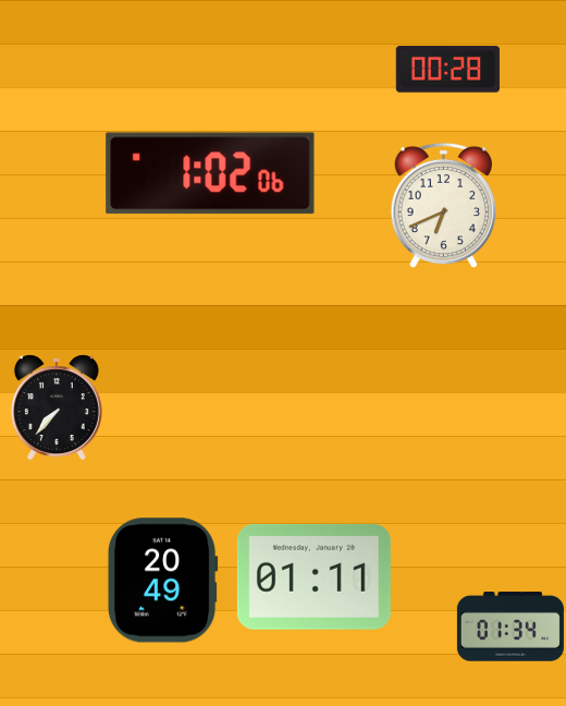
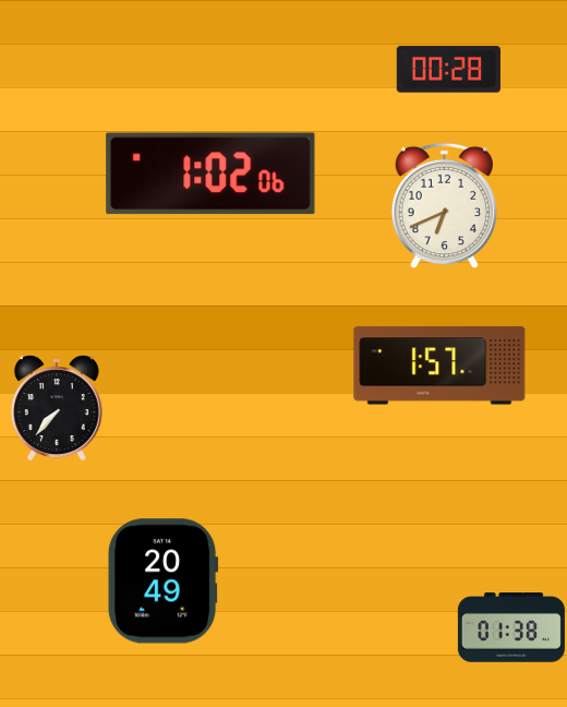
clock at (439, 366): none -> 1:57
clock at (313, 576): 01:11 -> none
clock at (510, 626): 01:34 -> 01:38
